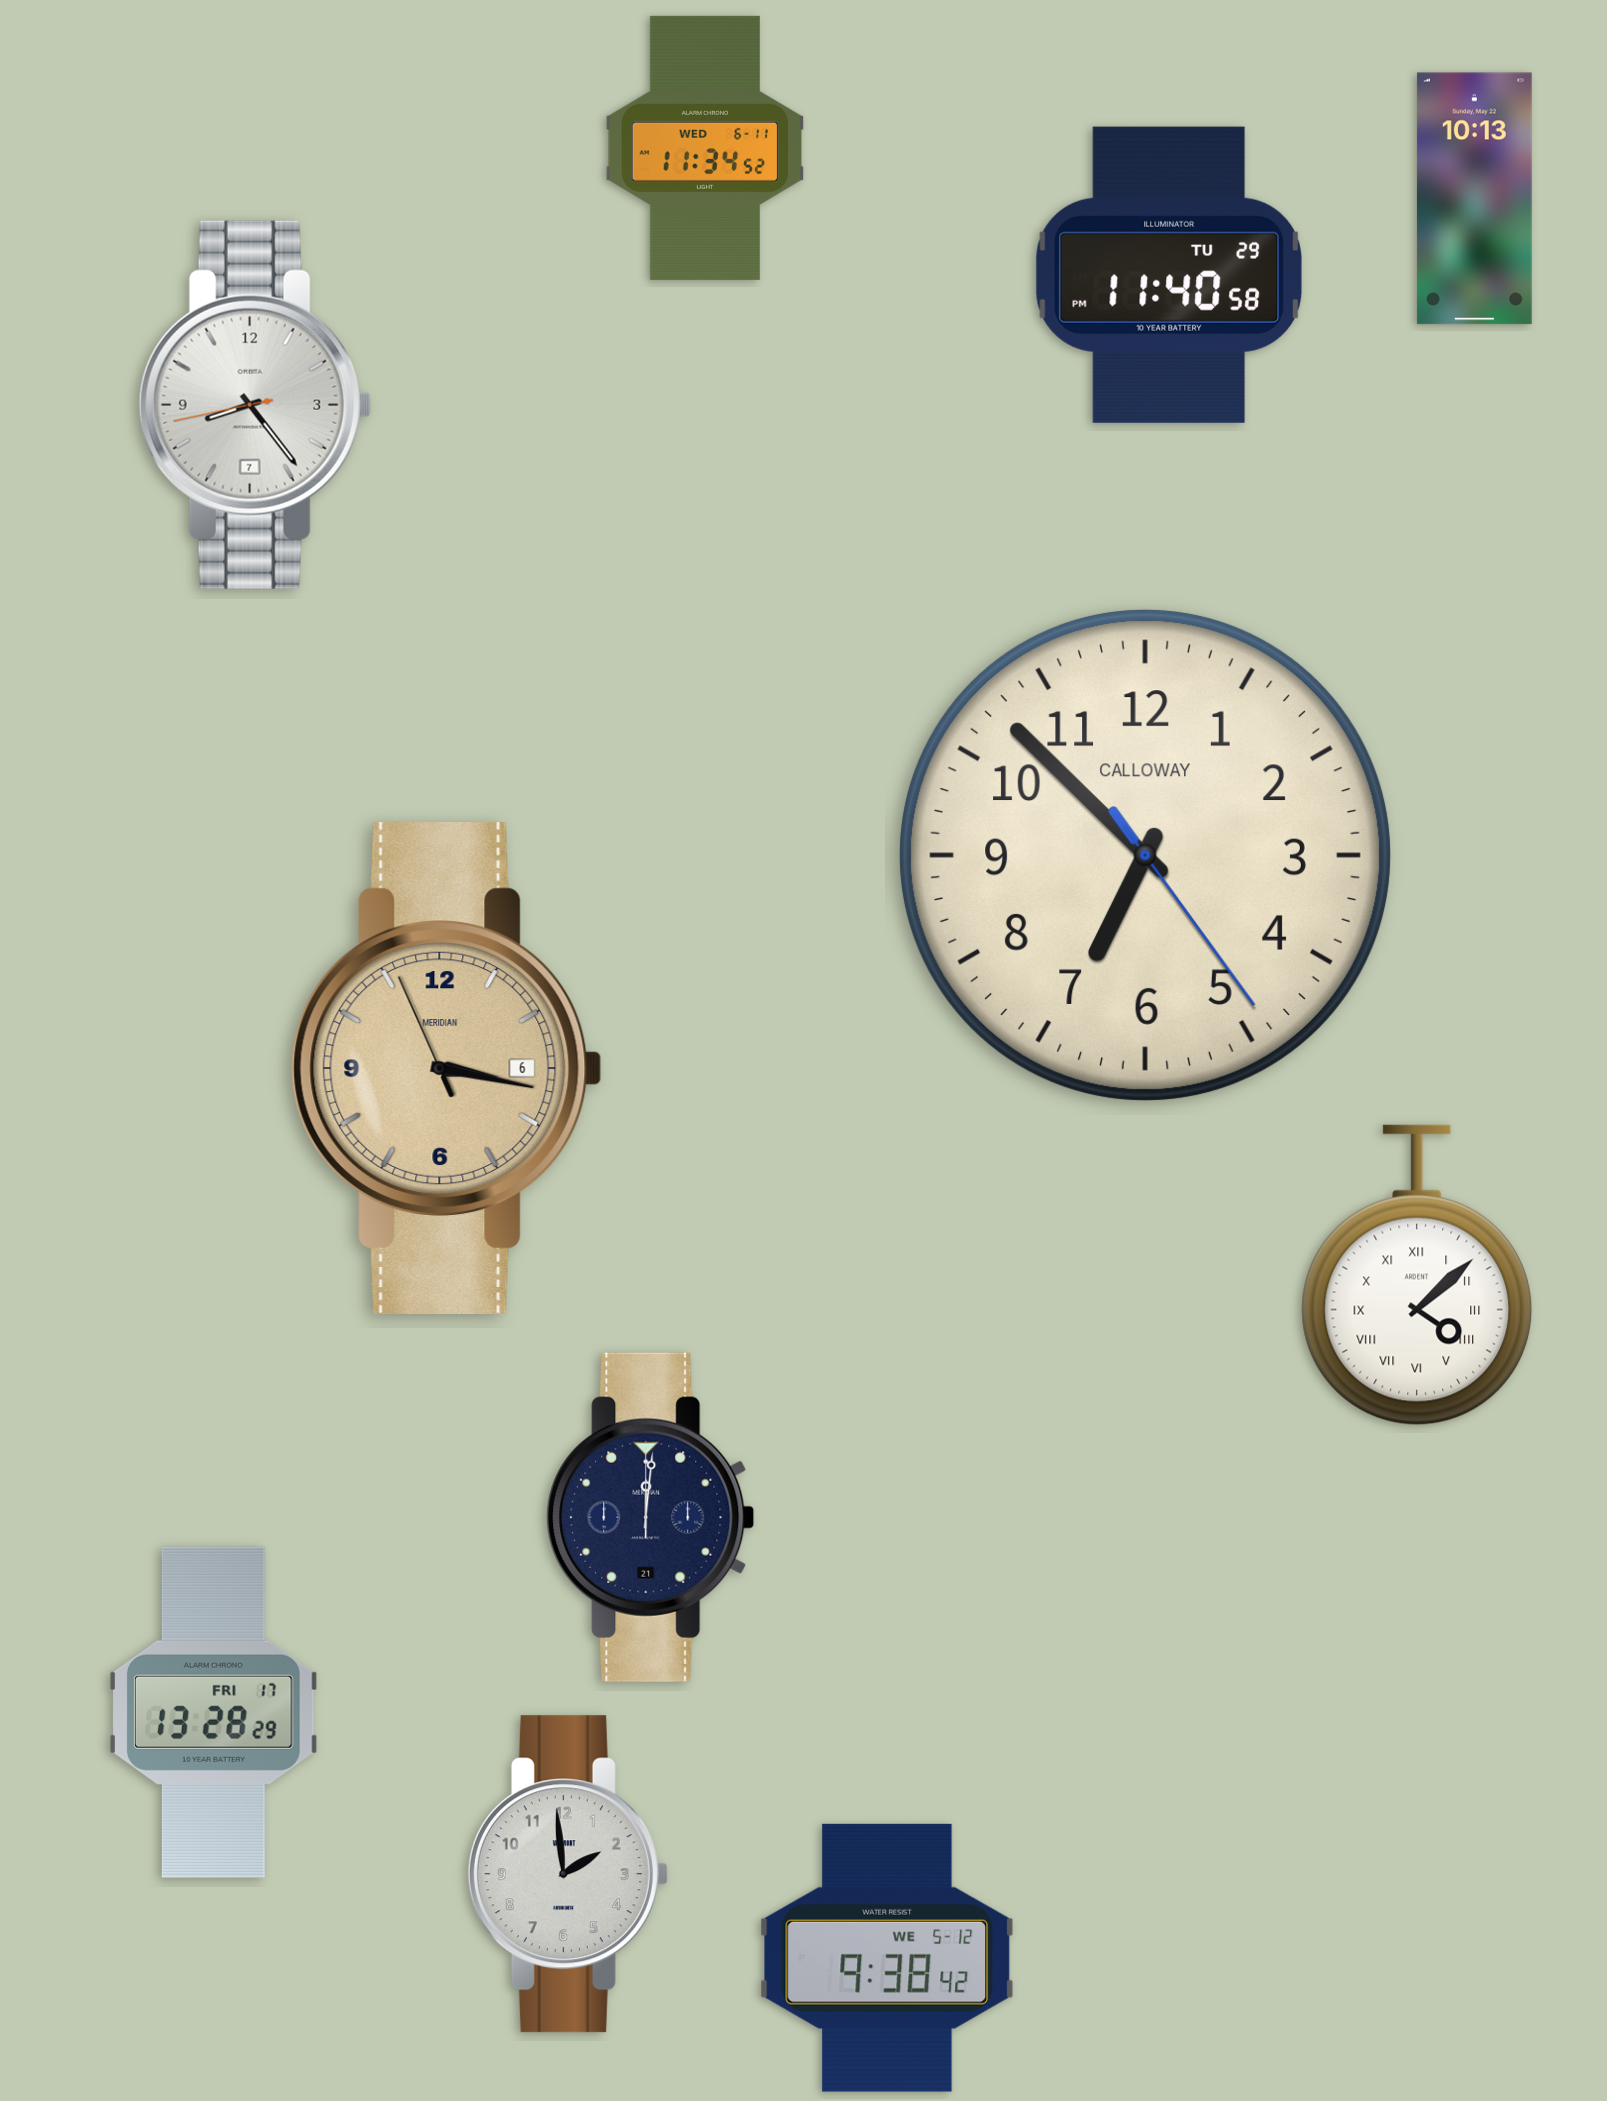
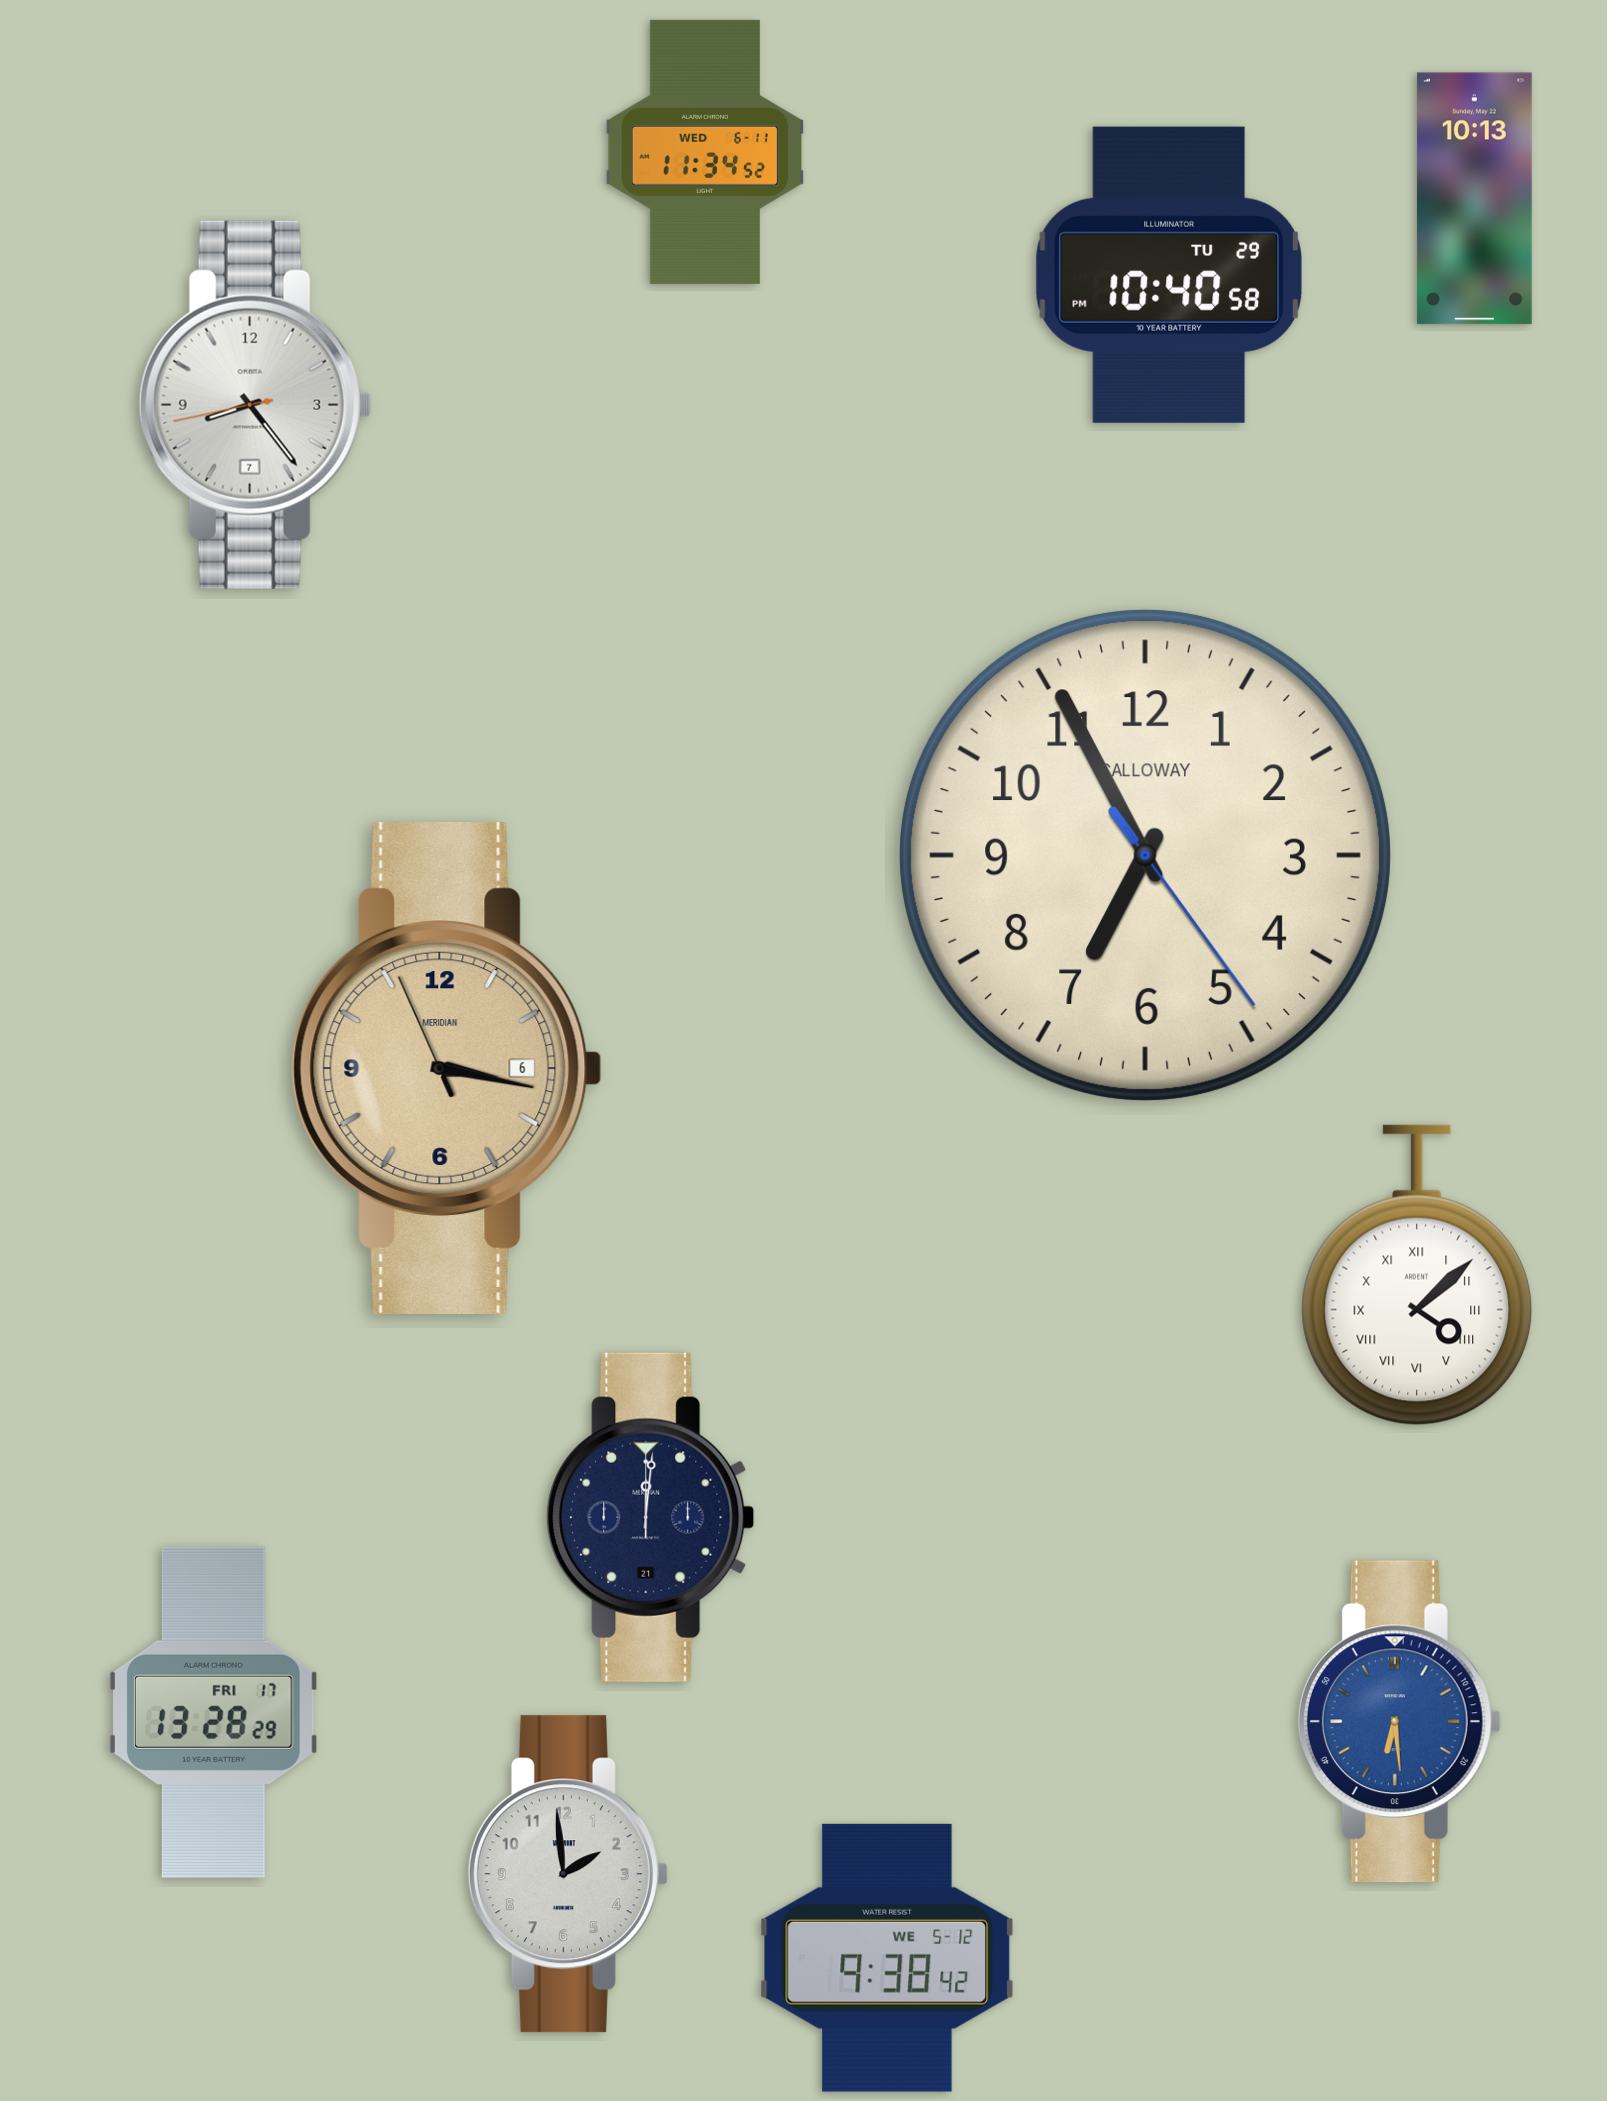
clock at (705, 148) position: (705, 148) -> (705, 152)
clock at (1169, 275): 11:40 -> 10:40
clock at (1145, 855): 6:52 -> 6:55
clock at (1399, 1722): none -> 6:29
